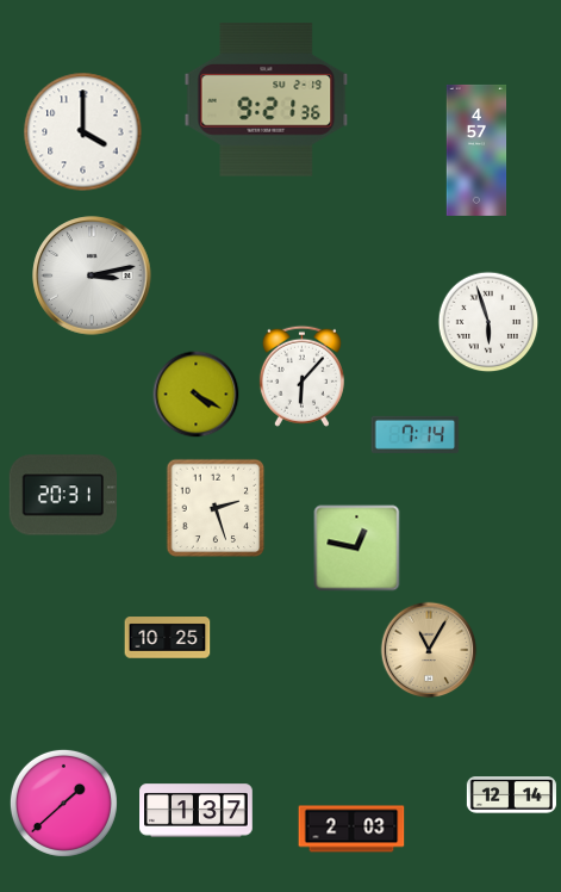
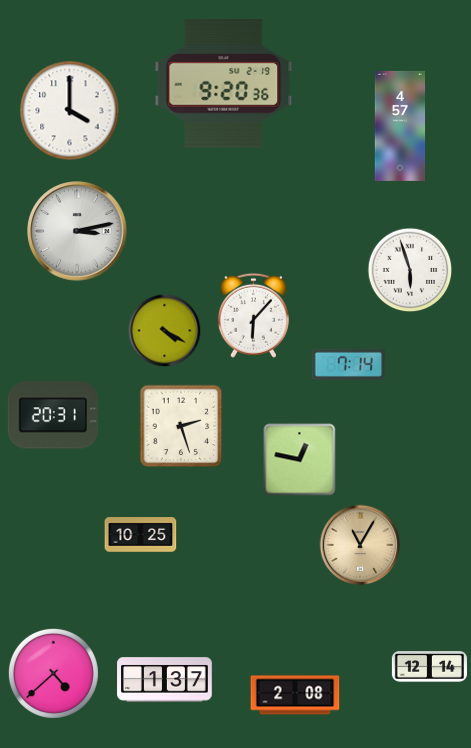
clock at (267, 100): 9:21 -> 9:20
clock at (63, 803): 1:38 -> 4:38
clock at (351, 829): 2:03 -> 2:08
